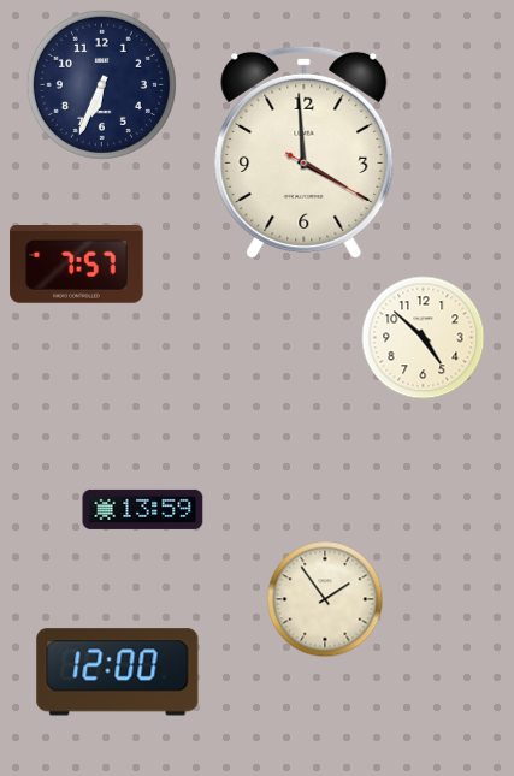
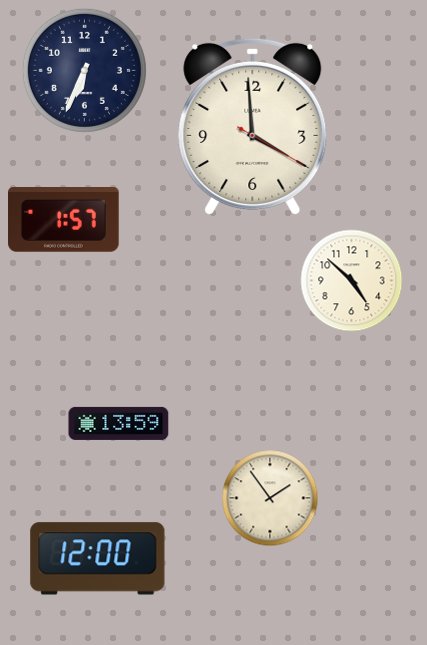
clock at (77, 265): 7:57 -> 1:57
